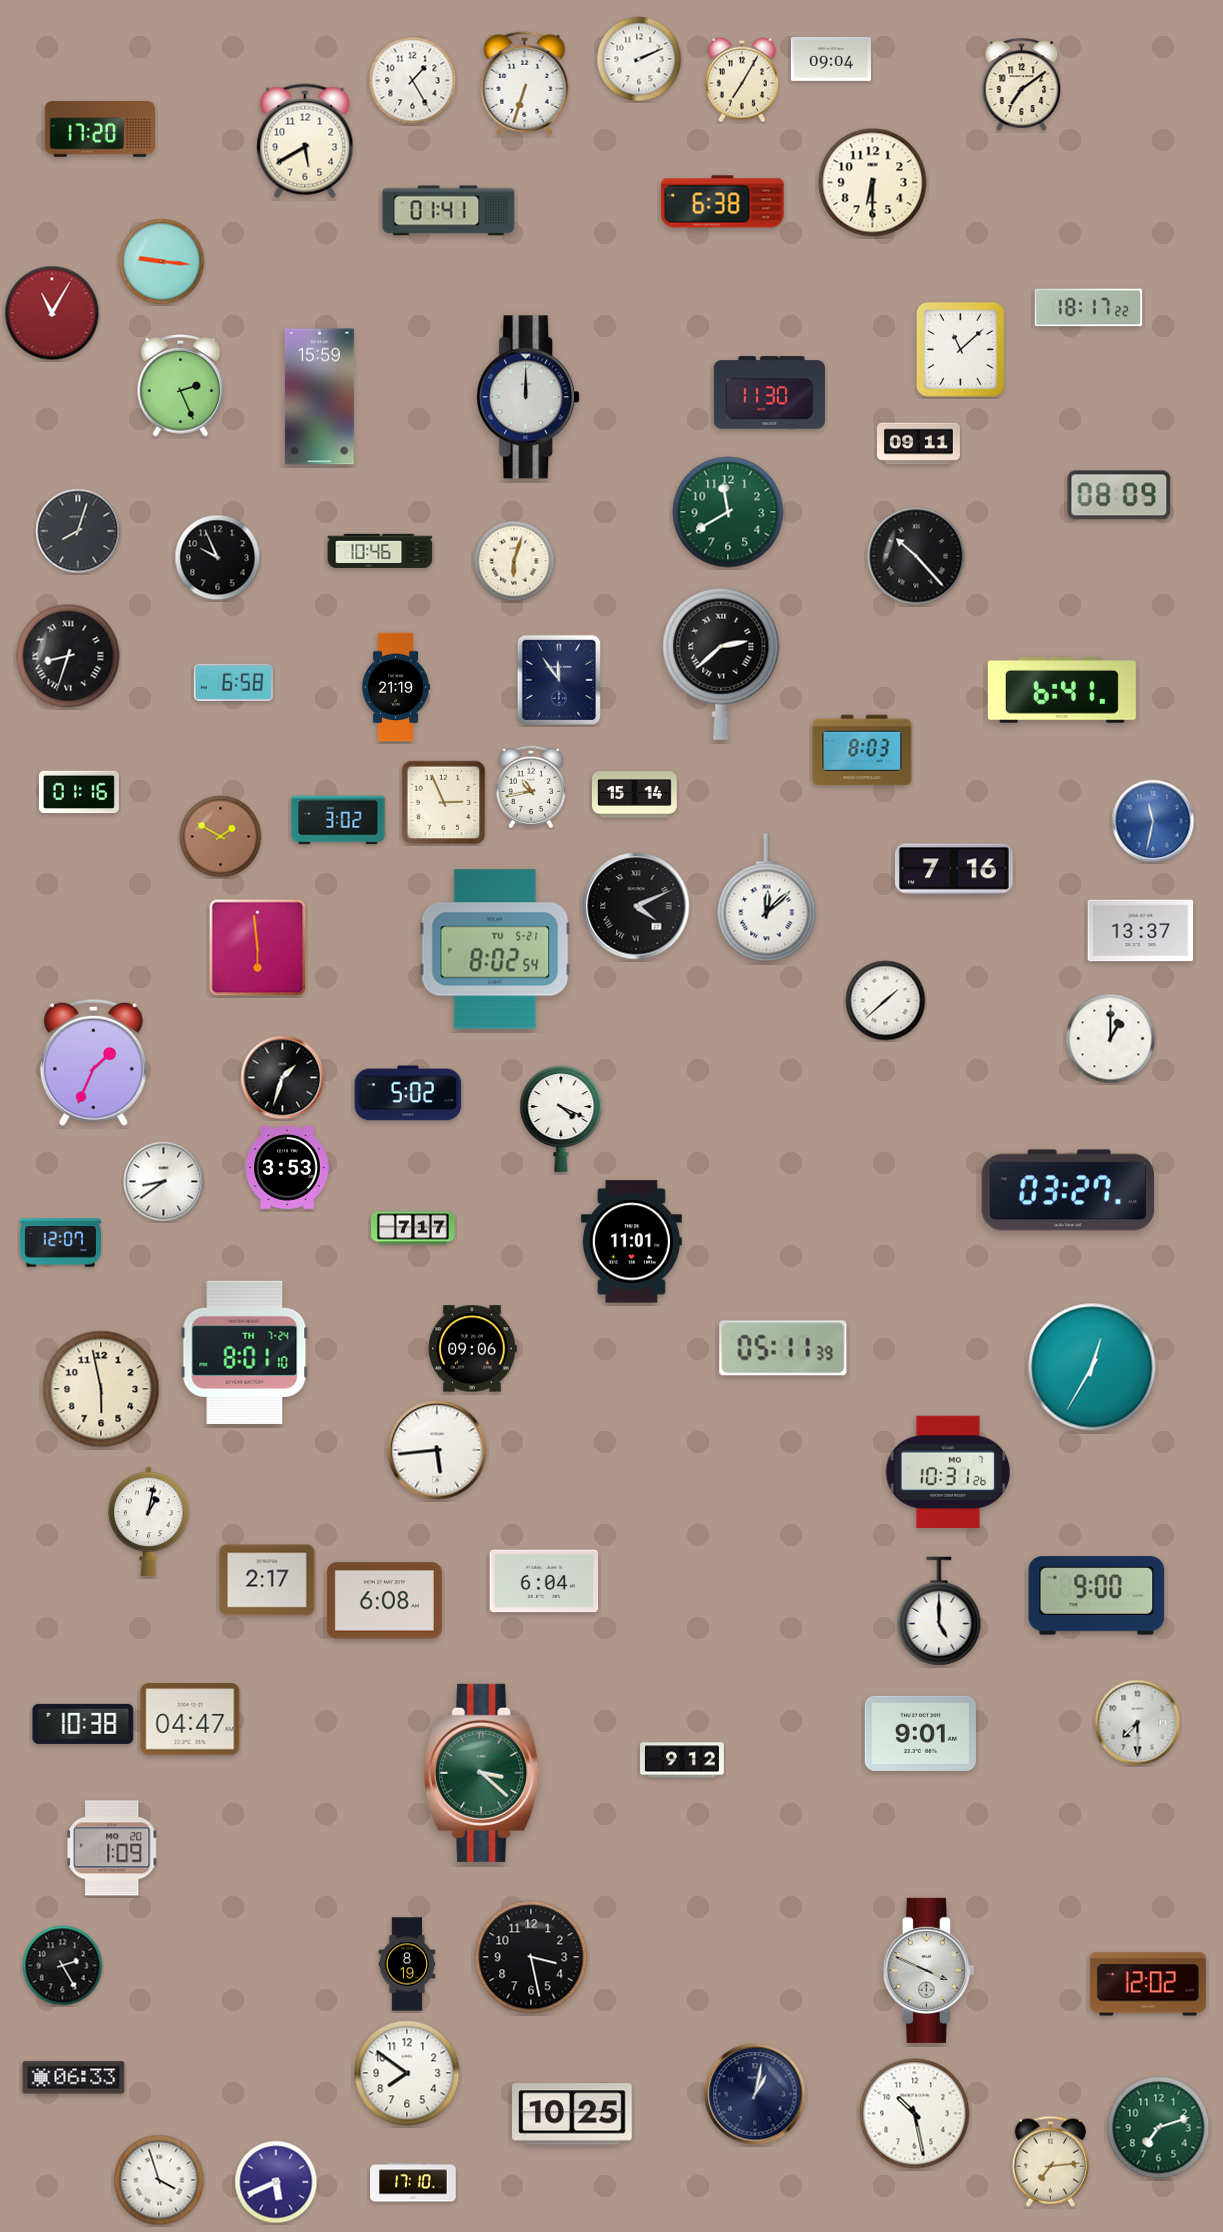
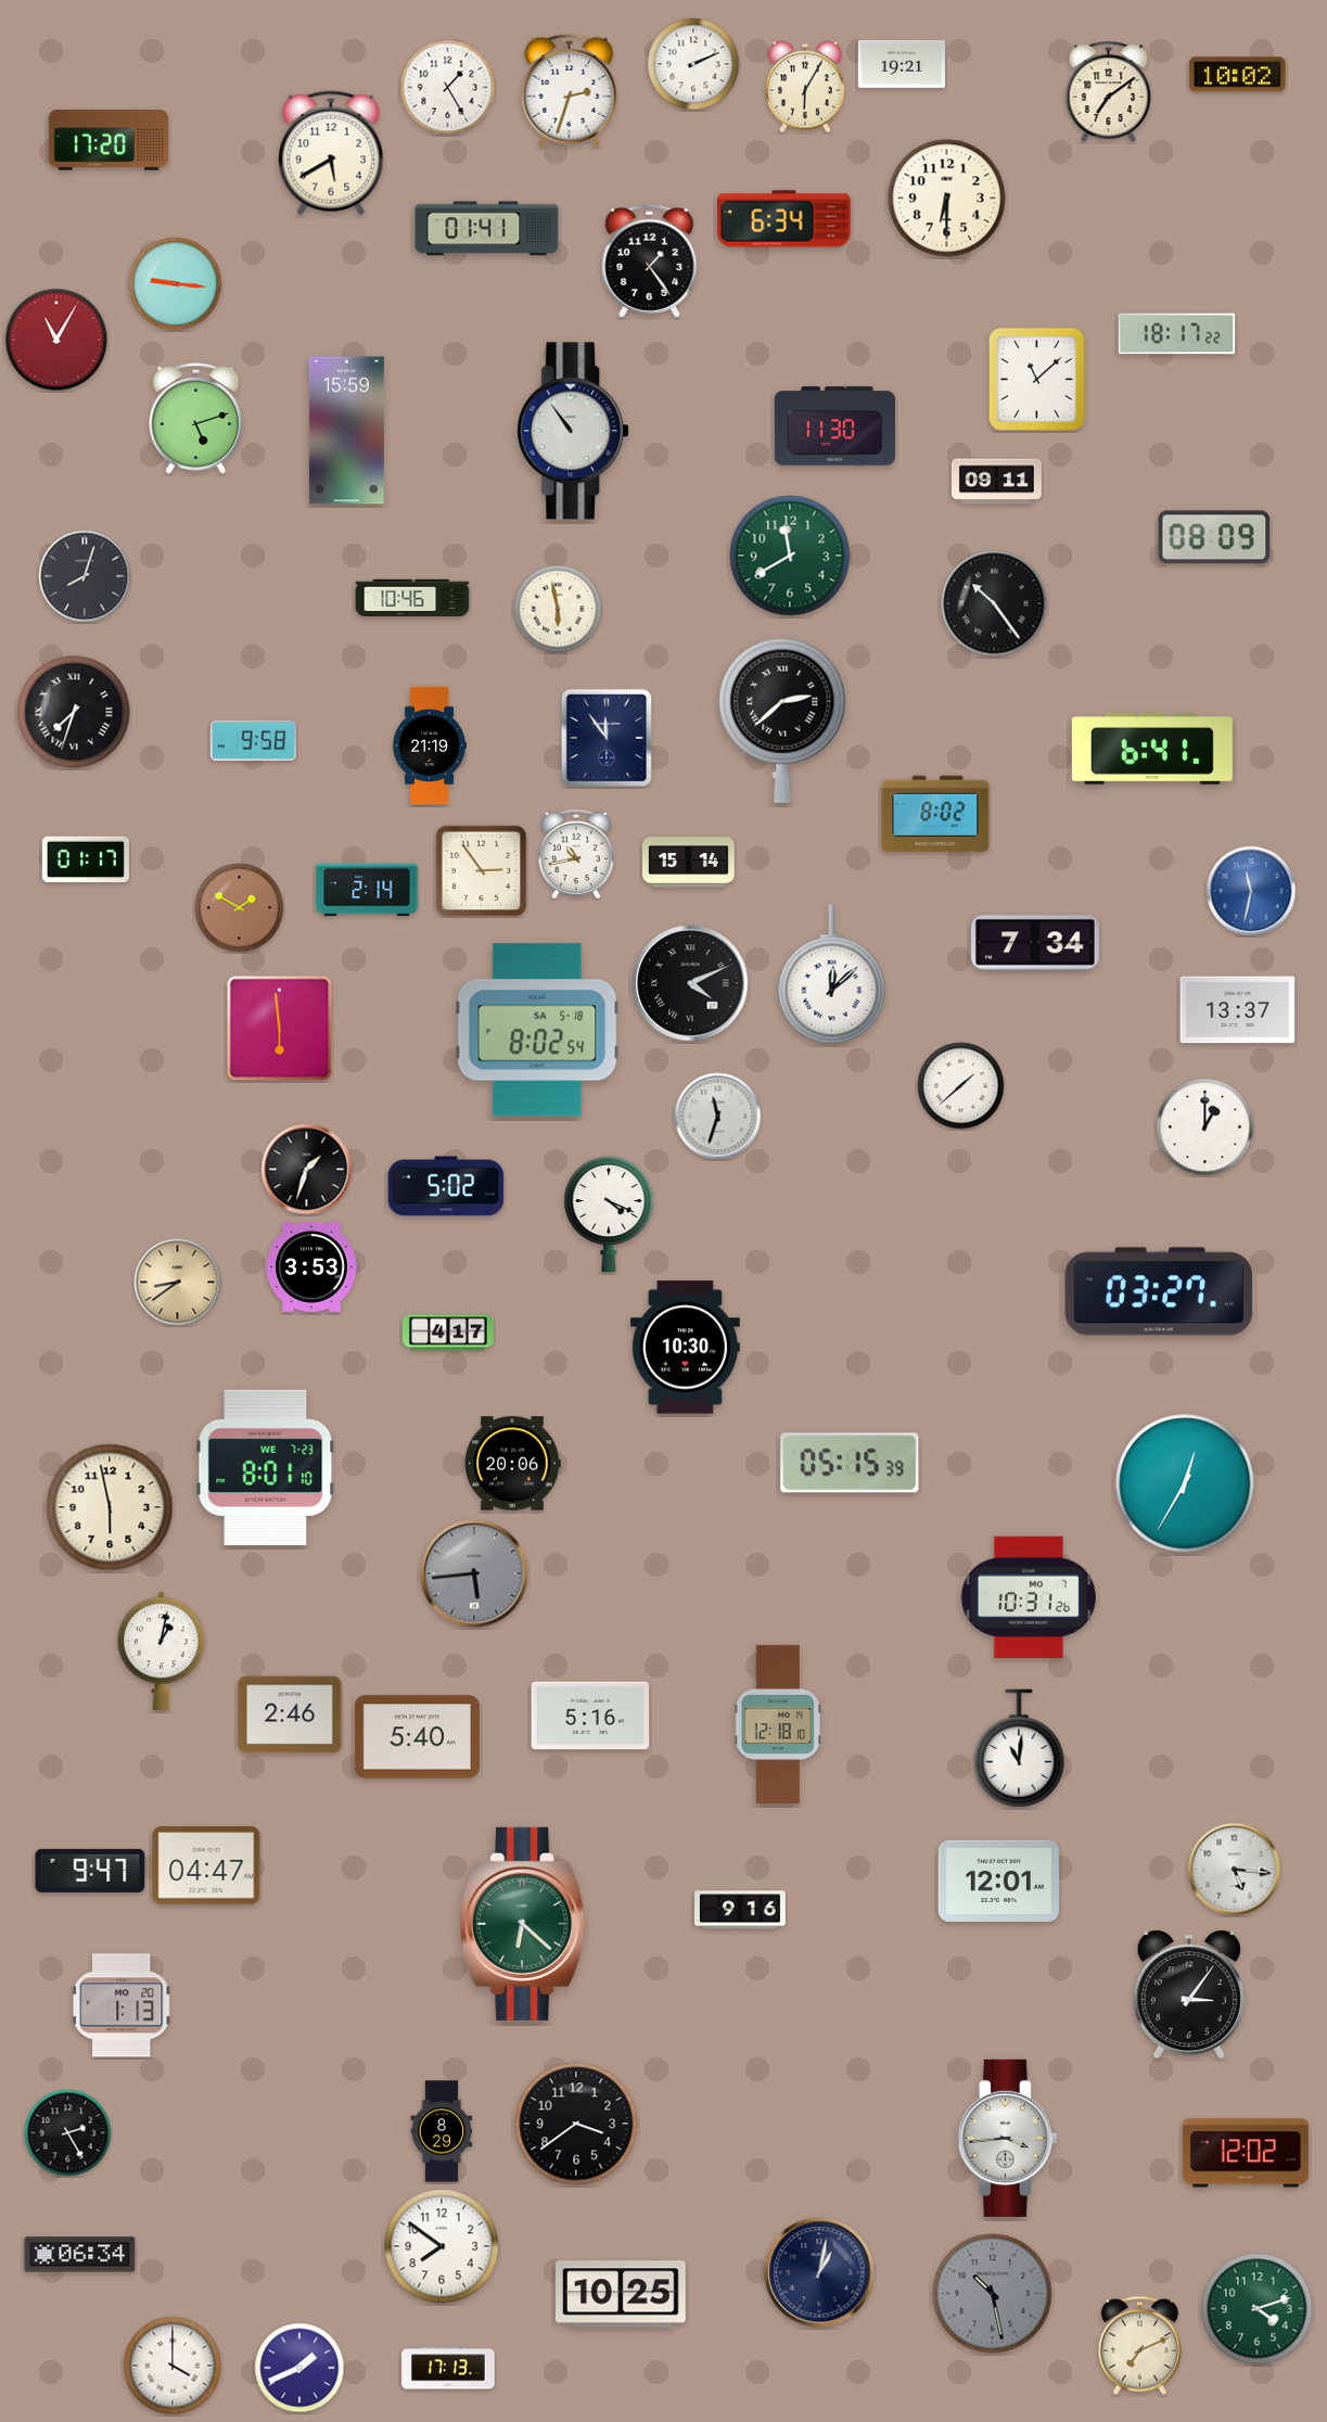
clock at (831, 59): 09:04 -> 19:21
clock at (1238, 75): none -> 10:02
clock at (742, 80): 7:05 -> 6:05
clock at (525, 83): 6:33 -> 2:33
clock at (723, 202): 6:38 -> 6:34
clock at (650, 260): none -> 1:24
clock at (1089, 308) position: (1089, 308) -> (1177, 334)
clock at (960, 349) position: (960, 349) -> (1036, 379)
clock at (181, 386): 2:26 -> 5:12
clock at (528, 397): 12:00 -> 10:54
clock at (916, 556): 10:23 -> 10:24
clock at (218, 558): 9:56 -> none
clock at (514, 561): 6:03 -> 5:58
clock at (68, 656): 8:33 -> 7:33
clock at (233, 683): 6:58 -> 9:58
clock at (862, 750): 8:03 -> 8:02
clock at (79, 792): 01:16 -> 01:17
clock at (444, 803): 2:56 -> 2:54
clock at (338, 820): 3:02 -> 2:14
clock at (955, 869): 7:16 -> 7:34
clock at (495, 949) date: TU 5-21 -> SA 5-18
clock at (718, 1117): none -> 11:33
clock at (93, 1062): 1:34 -> none
clock at (408, 1093) position: (408, 1093) -> (446, 1186)
clock at (164, 1182) dial: white -> champagne
clock at (414, 1228): 7:17 -> 4:17
clock at (631, 1242): 11:01 -> 10:30
clock at (60, 1243): 12:07 -> none
clock at (783, 1348): 05:11 -> 05:15
clock at (472, 1349): 09:06 -> 20:06
clock at (245, 1352) date: TH 7-24 -> WE 7-23
clock at (437, 1450) dial: white -> grey
clock at (267, 1580): 2:17 -> 2:46
clock at (544, 1581): 6:04 -> 5:16
clock at (777, 1724): none -> 12:18
clock at (1097, 1596): 9:00 -> none
clock at (384, 1601): 6:08 -> 5:40
clock at (939, 1611): 5:00 -> 11:01
clock at (1138, 1723): 7:30 -> 5:16
clock at (83, 1724): 10:38 -> 9:47
clock at (920, 1733): 9:01 -> 12:01
clock at (683, 1760): 9:12 -> 9:16
clock at (482, 1773): 3:22 -> 6:22
clock at (1189, 1994): none -> 3:06
clock at (112, 1848): 1:09 -> 1:13
clock at (531, 1957): 3:28 -> 3:39
clock at (407, 1964): 8:19 -> 8:29
clock at (928, 1970): 3:49 -> 3:44
clock at (407, 2073) position: (407, 2073) -> (442, 2246)
clock at (74, 2078): 06:33 -> 06:34
clock at (915, 2114) dial: white -> grey
clock at (1159, 2128): 7:12 -> 4:12
clock at (1050, 2161): 7:14 -> 7:11
clock at (159, 2180): 3:57 -> 4:00
clock at (276, 2182): 5:41 -> 1:41
clock at (413, 2182): 17:10 -> 17:13
